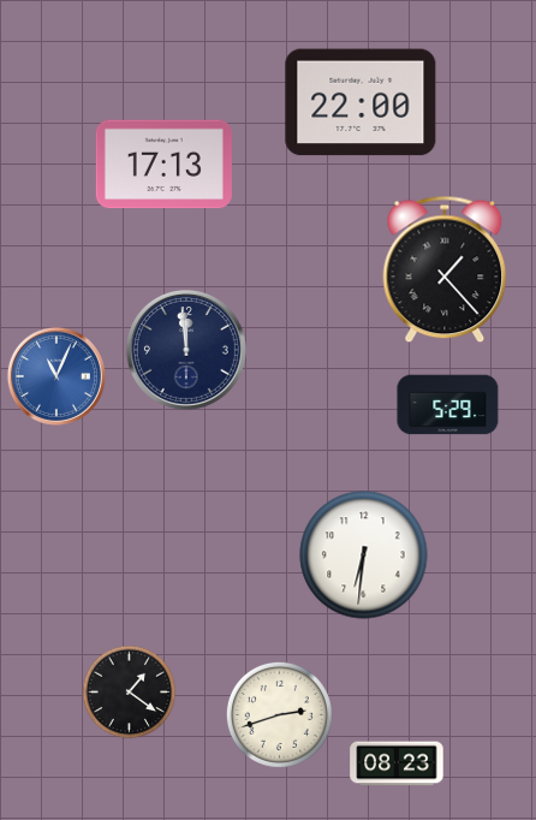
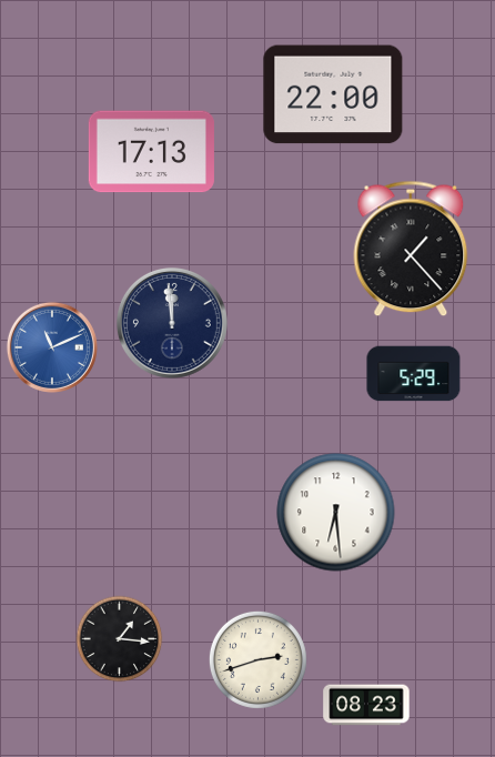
clock at (56, 376): 11:04 -> 11:11
clock at (364, 555): 6:31 -> 6:29
clock at (130, 693): 1:21 -> 1:16
